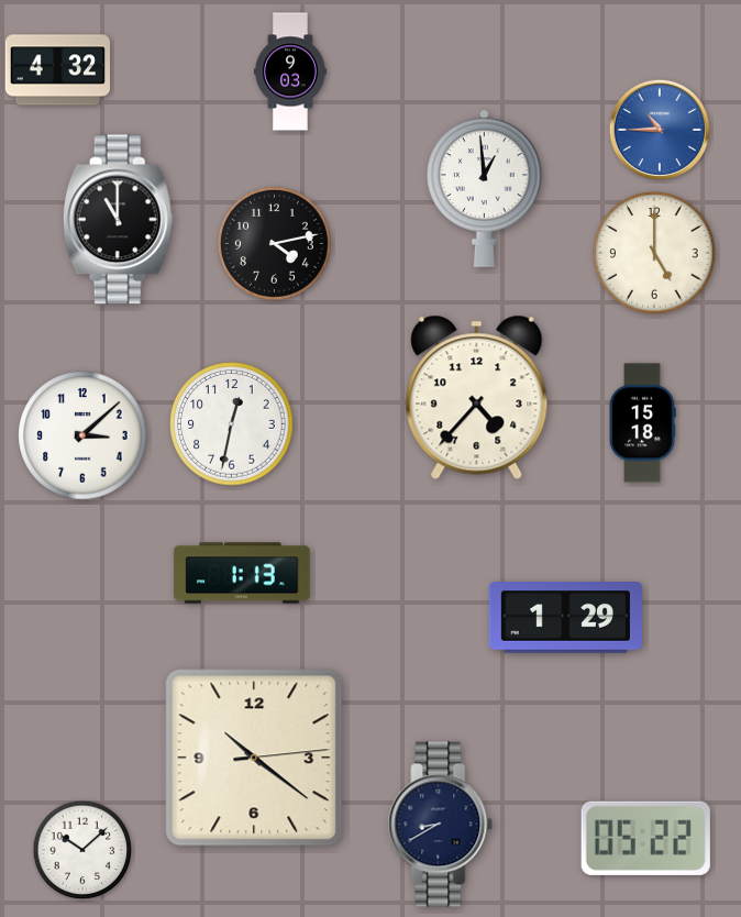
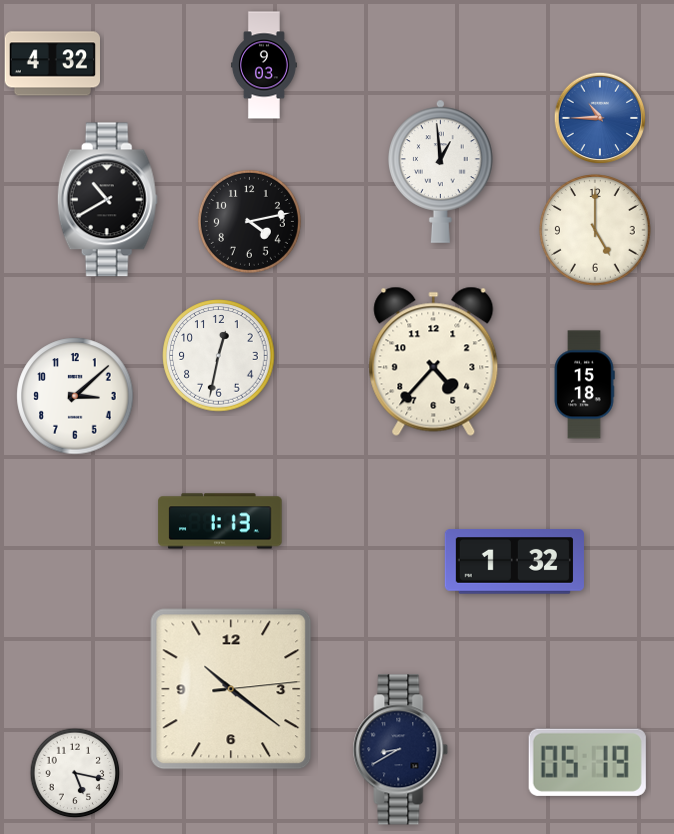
clock at (118, 220): 11:00 -> 10:40
clock at (232, 424) position: (232, 424) -> (219, 356)
clock at (565, 618): 1:29 -> 1:32
clock at (645, 838): 05:22 -> 05:19
clock at (82, 850): 10:08 -> 5:17
